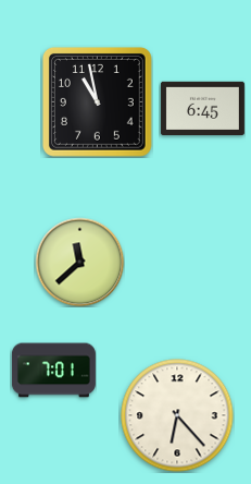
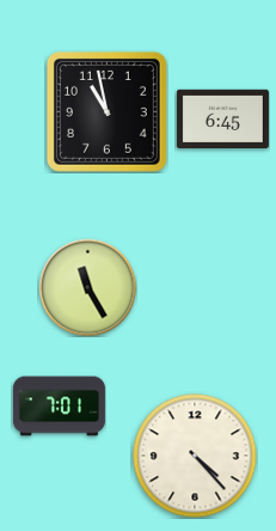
clock at (79, 262): 11:38 -> 11:25
clock at (177, 415): 6:23 -> 4:23
